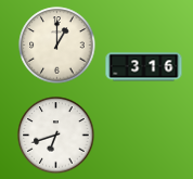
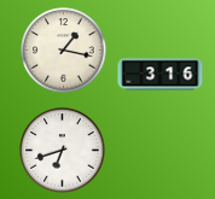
clock at (57, 46): 1:00 -> 1:17
